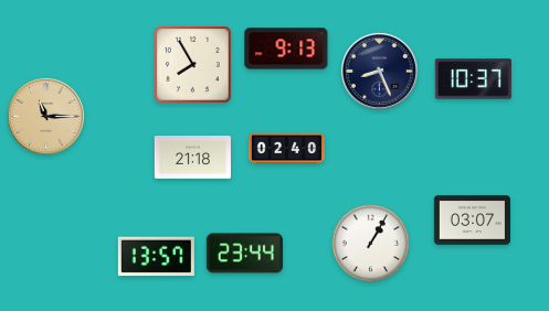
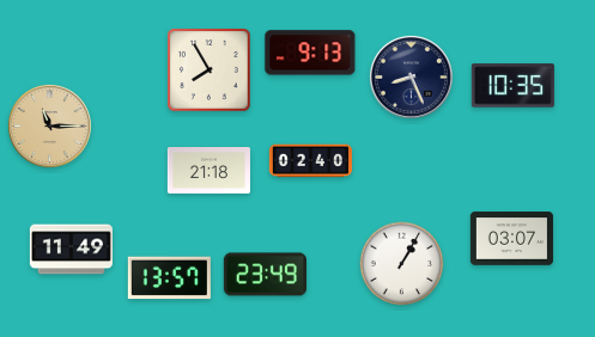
clock at (473, 79): 10:37 -> 10:35
clock at (71, 250): none -> 11:49
clock at (244, 254): 23:44 -> 23:49
